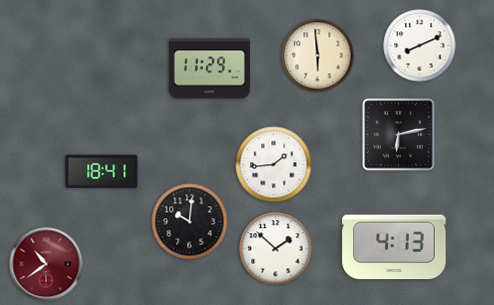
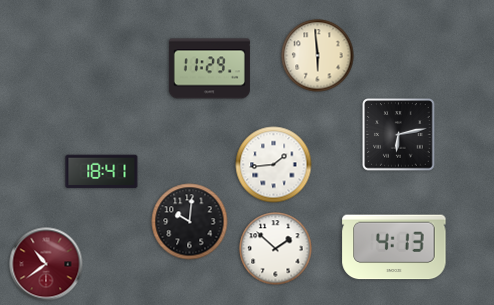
clock at (420, 46): 8:11 -> none
